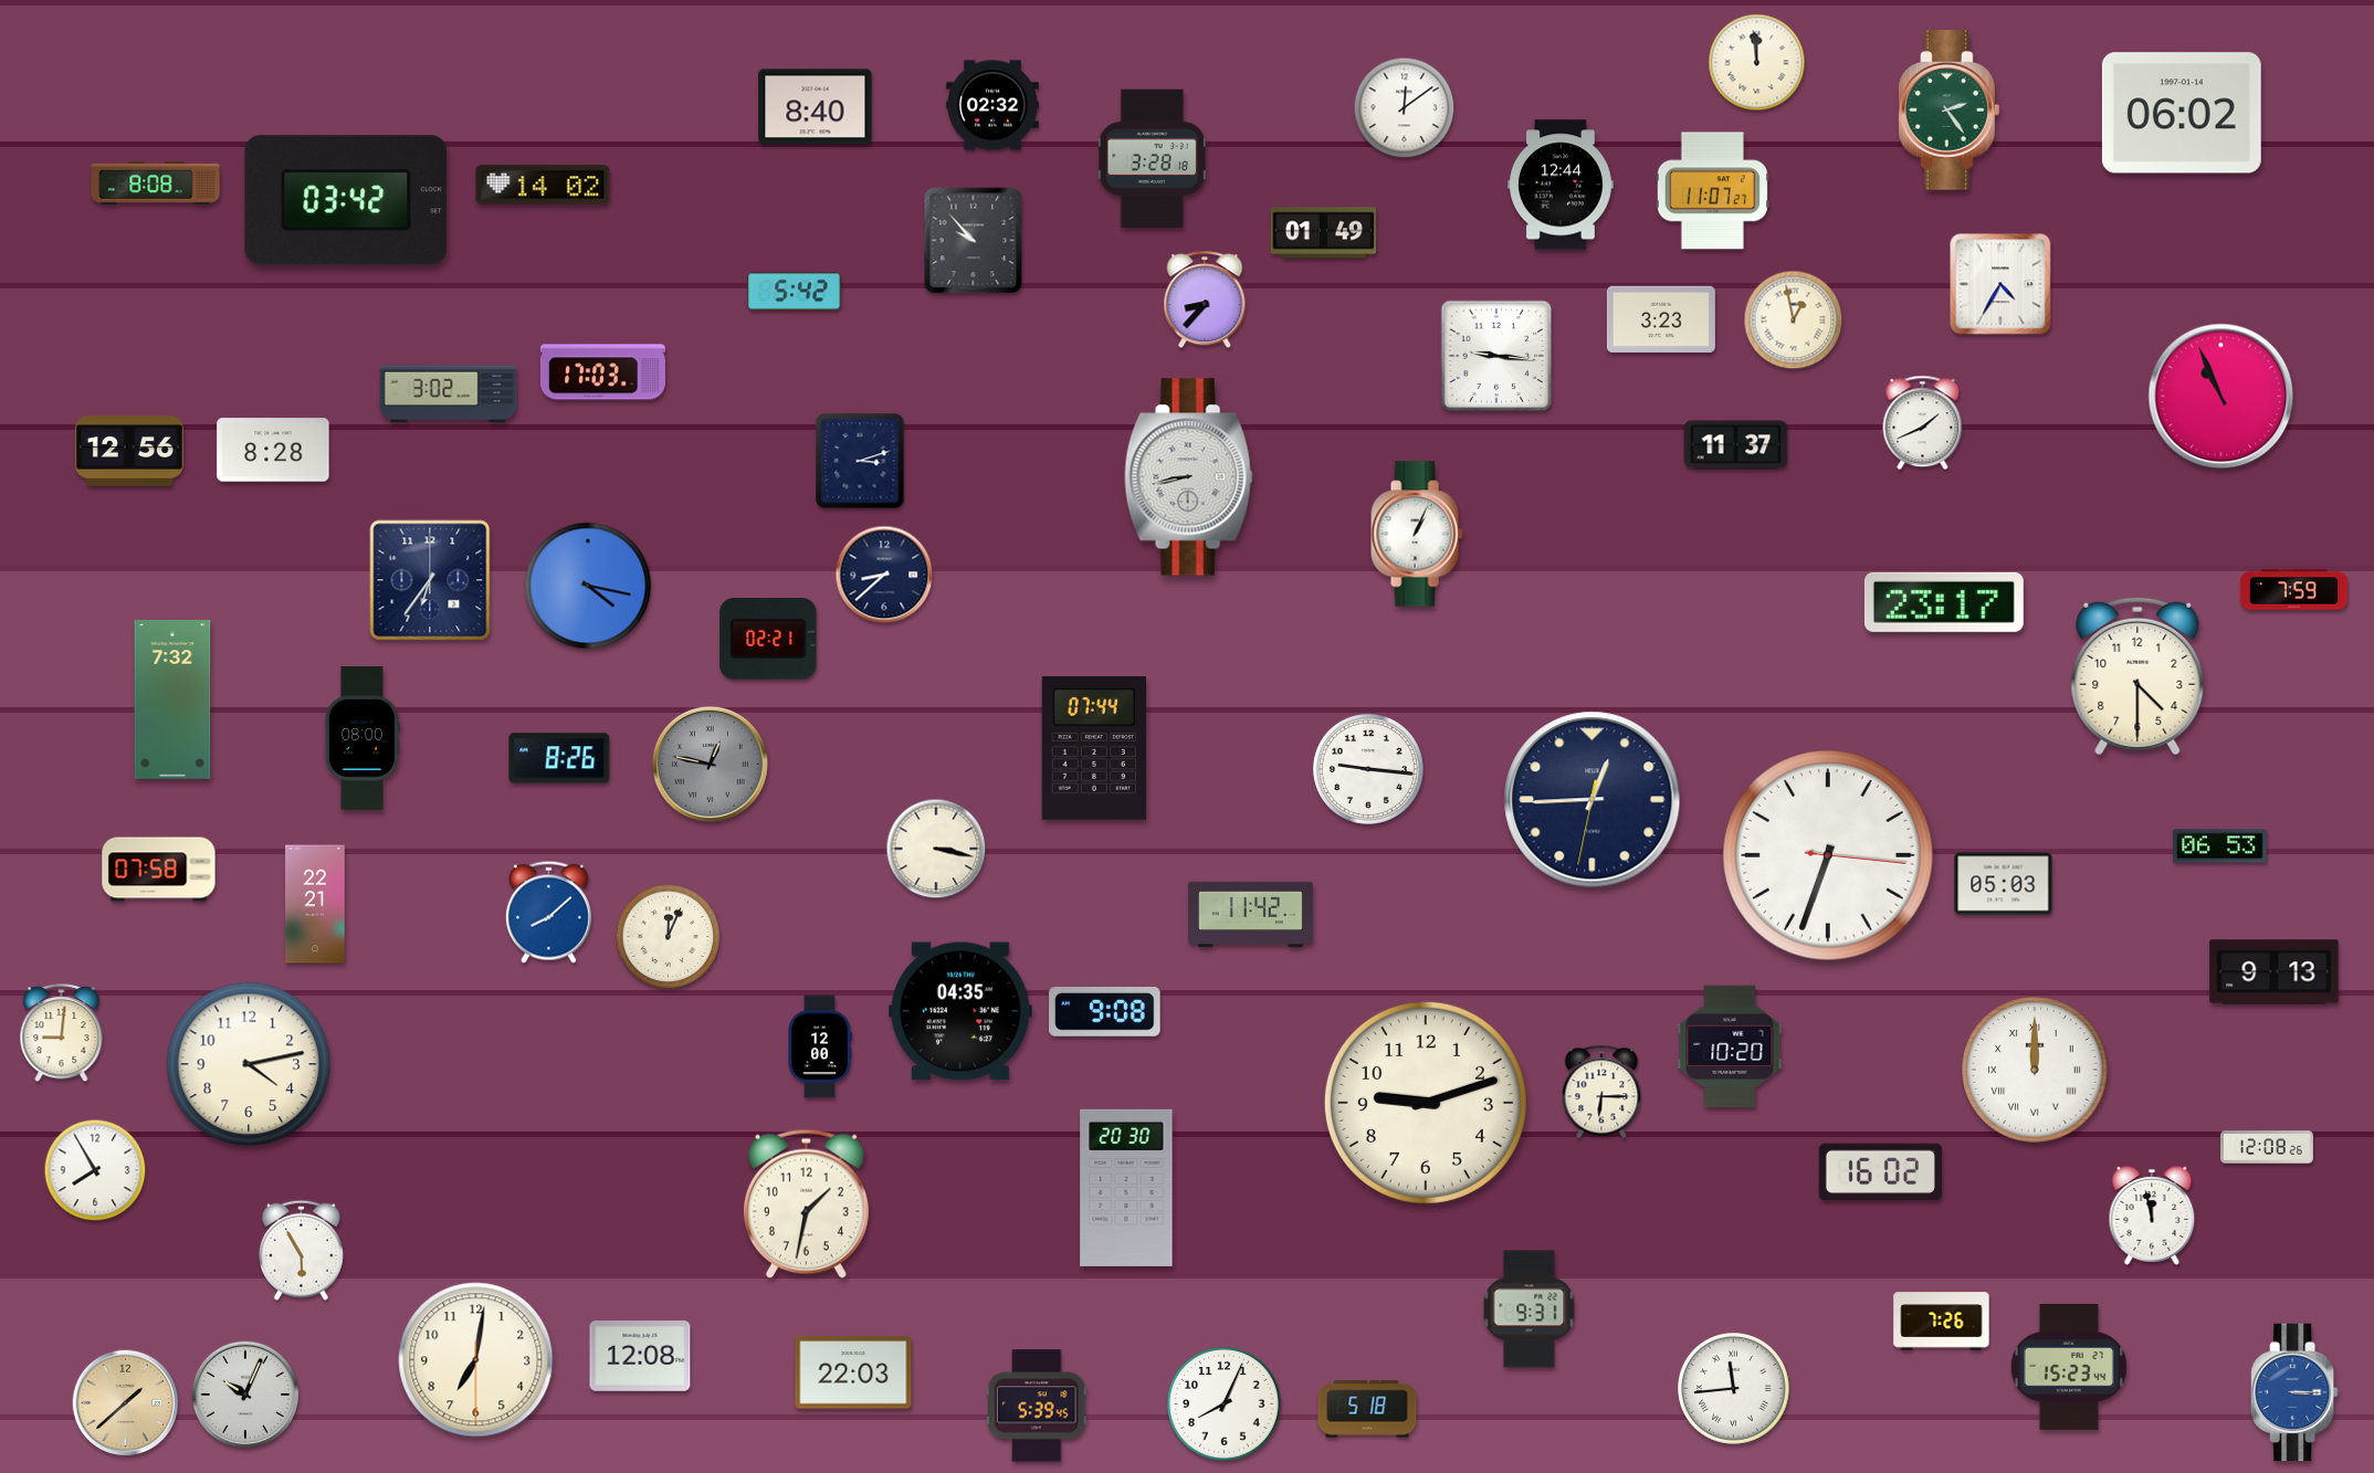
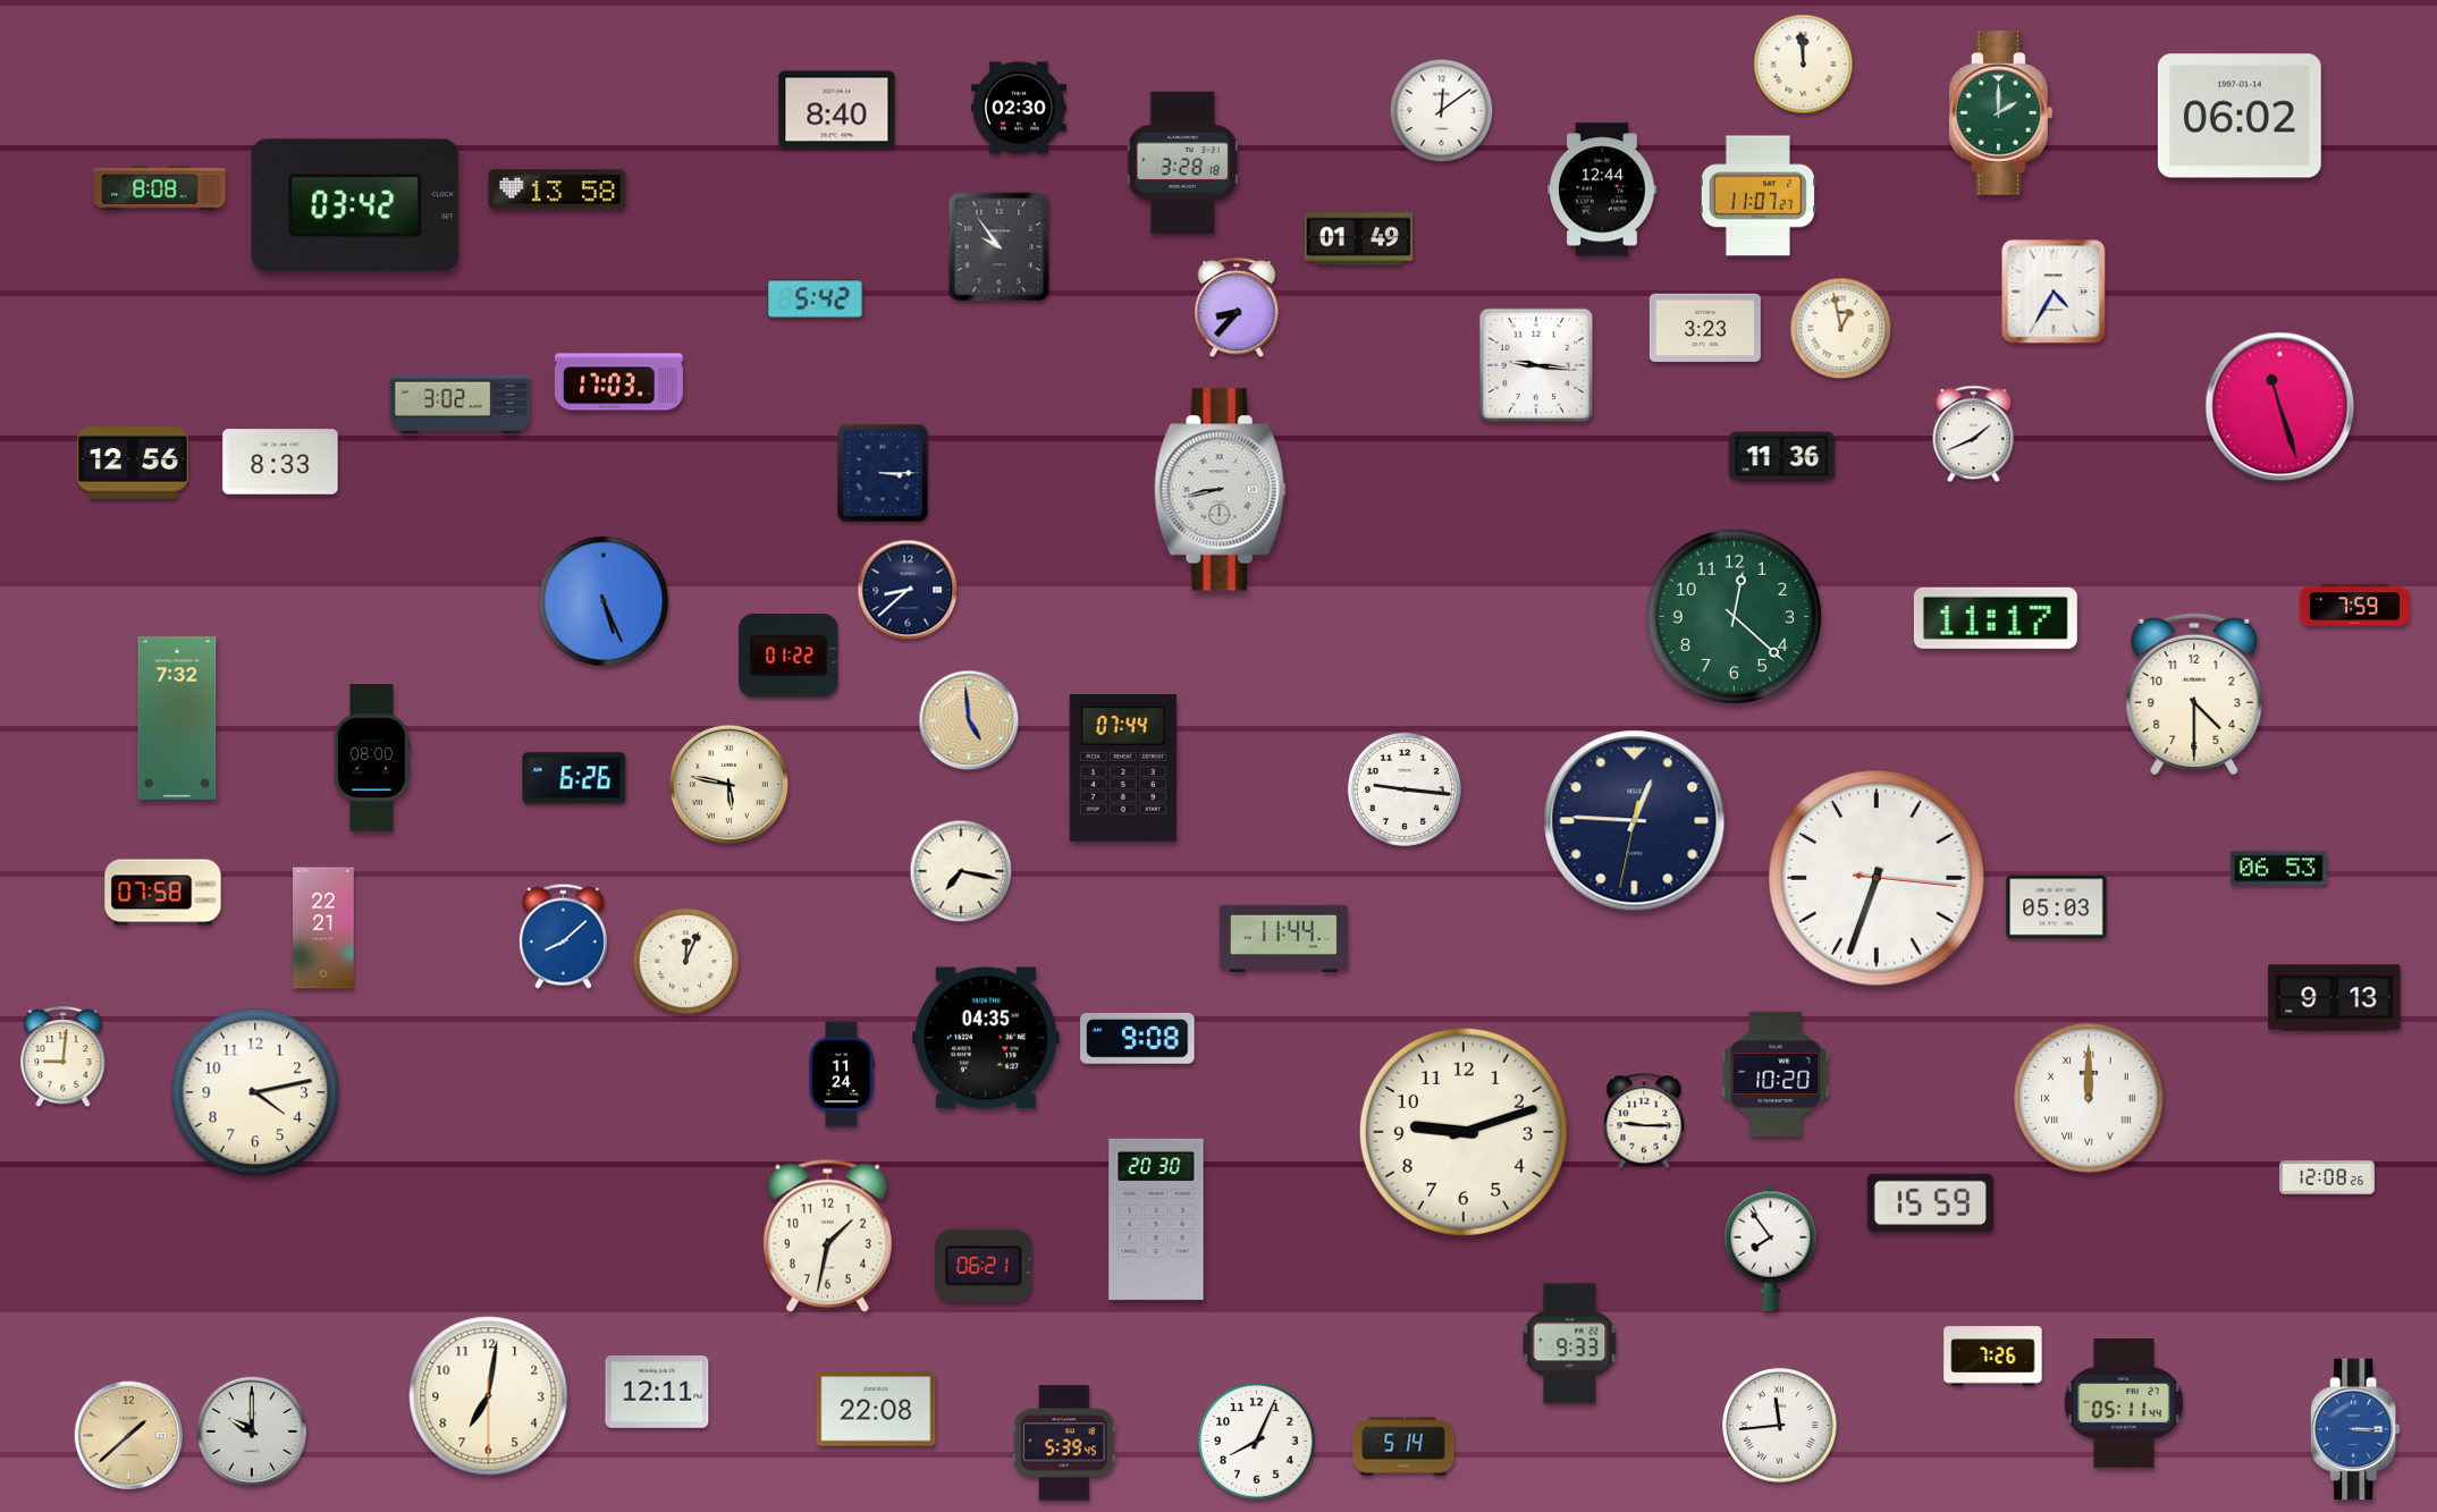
clock at (994, 105): 02:32 -> 02:30
clock at (1948, 111): 2:24 -> 2:00
clock at (543, 185): 14:02 -> 13:58
clock at (974, 241): 9:53 -> 9:54
clock at (2221, 397): 10:56 -> 11:27
clock at (1736, 445): 11:37 -> 11:36
clock at (273, 450): 8:28 -> 8:33
clock at (860, 461): 3:12 -> 3:15
clock at (1417, 534): 1:04 -> none
clock at (430, 580): 6:36 -> none
clock at (588, 586): 4:17 -> 5:26
clock at (1734, 616): none -> 12:22
clock at (1944, 602): 23:17 -> 11:17
clock at (768, 640): 02:21 -> 01:22
clock at (969, 720): none -> 4:59
clock at (559, 758): 8:26 -> 6:26
clock at (710, 764): 12:47 -> 5:47
clock at (710, 764) dial: grey -> cream
clock at (1593, 800): 12:44 -> 12:45
clock at (936, 849): 3:17 -> 7:17
clock at (1250, 915): 11:42 -> 11:44
clock at (1105, 1012) position: (1105, 1012) -> (1138, 1039)
clock at (62, 1033) position: (62, 1033) -> (64, 1057)
clock at (820, 1046): 12:00 -> 11:24
clock at (1601, 1092): 6:15 -> 9:15
clock at (95, 1170): 7:55 -> none
clock at (1880, 1172): 16:02 -> 15:59
clock at (1771, 1248): none -> 7:54
clock at (2152, 1216): 11:58 -> none
clock at (984, 1266): none -> 06:21
clock at (302, 1250): 5:55 -> none
clock at (1530, 1309): 9:31 -> 9:33
clock at (640, 1356): 12:08 -> 12:11
clock at (2069, 1367): 15:23 -> 05:11
clock at (853, 1372): 22:03 -> 22:08
clock at (245, 1395): 10:04 -> 10:00
clock at (126, 1403) position: (126, 1403) -> (129, 1436)
clock at (1367, 1409): 5:18 -> 5:14
